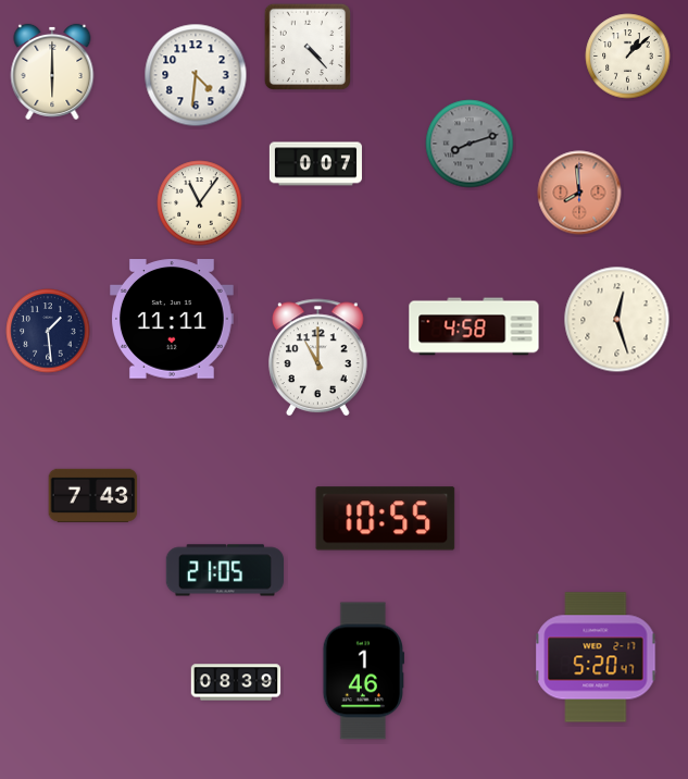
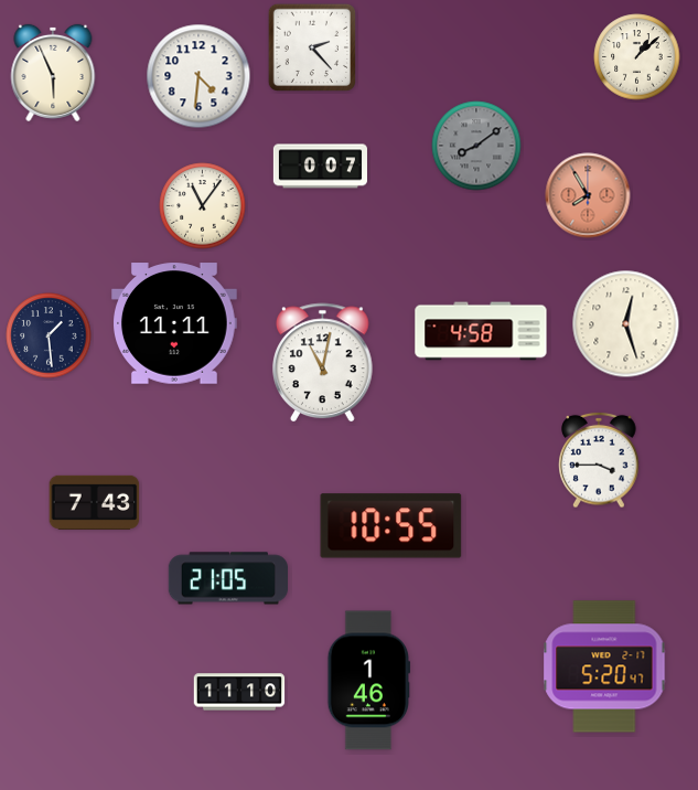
clock at (307, 46): 4:23 -> 2:23
clock at (52, 72): 6:00 -> 5:56
clock at (470, 144): 8:12 -> 8:09
clock at (579, 193): 7:59 -> 7:55
clock at (318, 358): 11:00 -> 11:02
clock at (599, 460): none -> 3:45
clock at (236, 682): 08:39 -> 11:10
